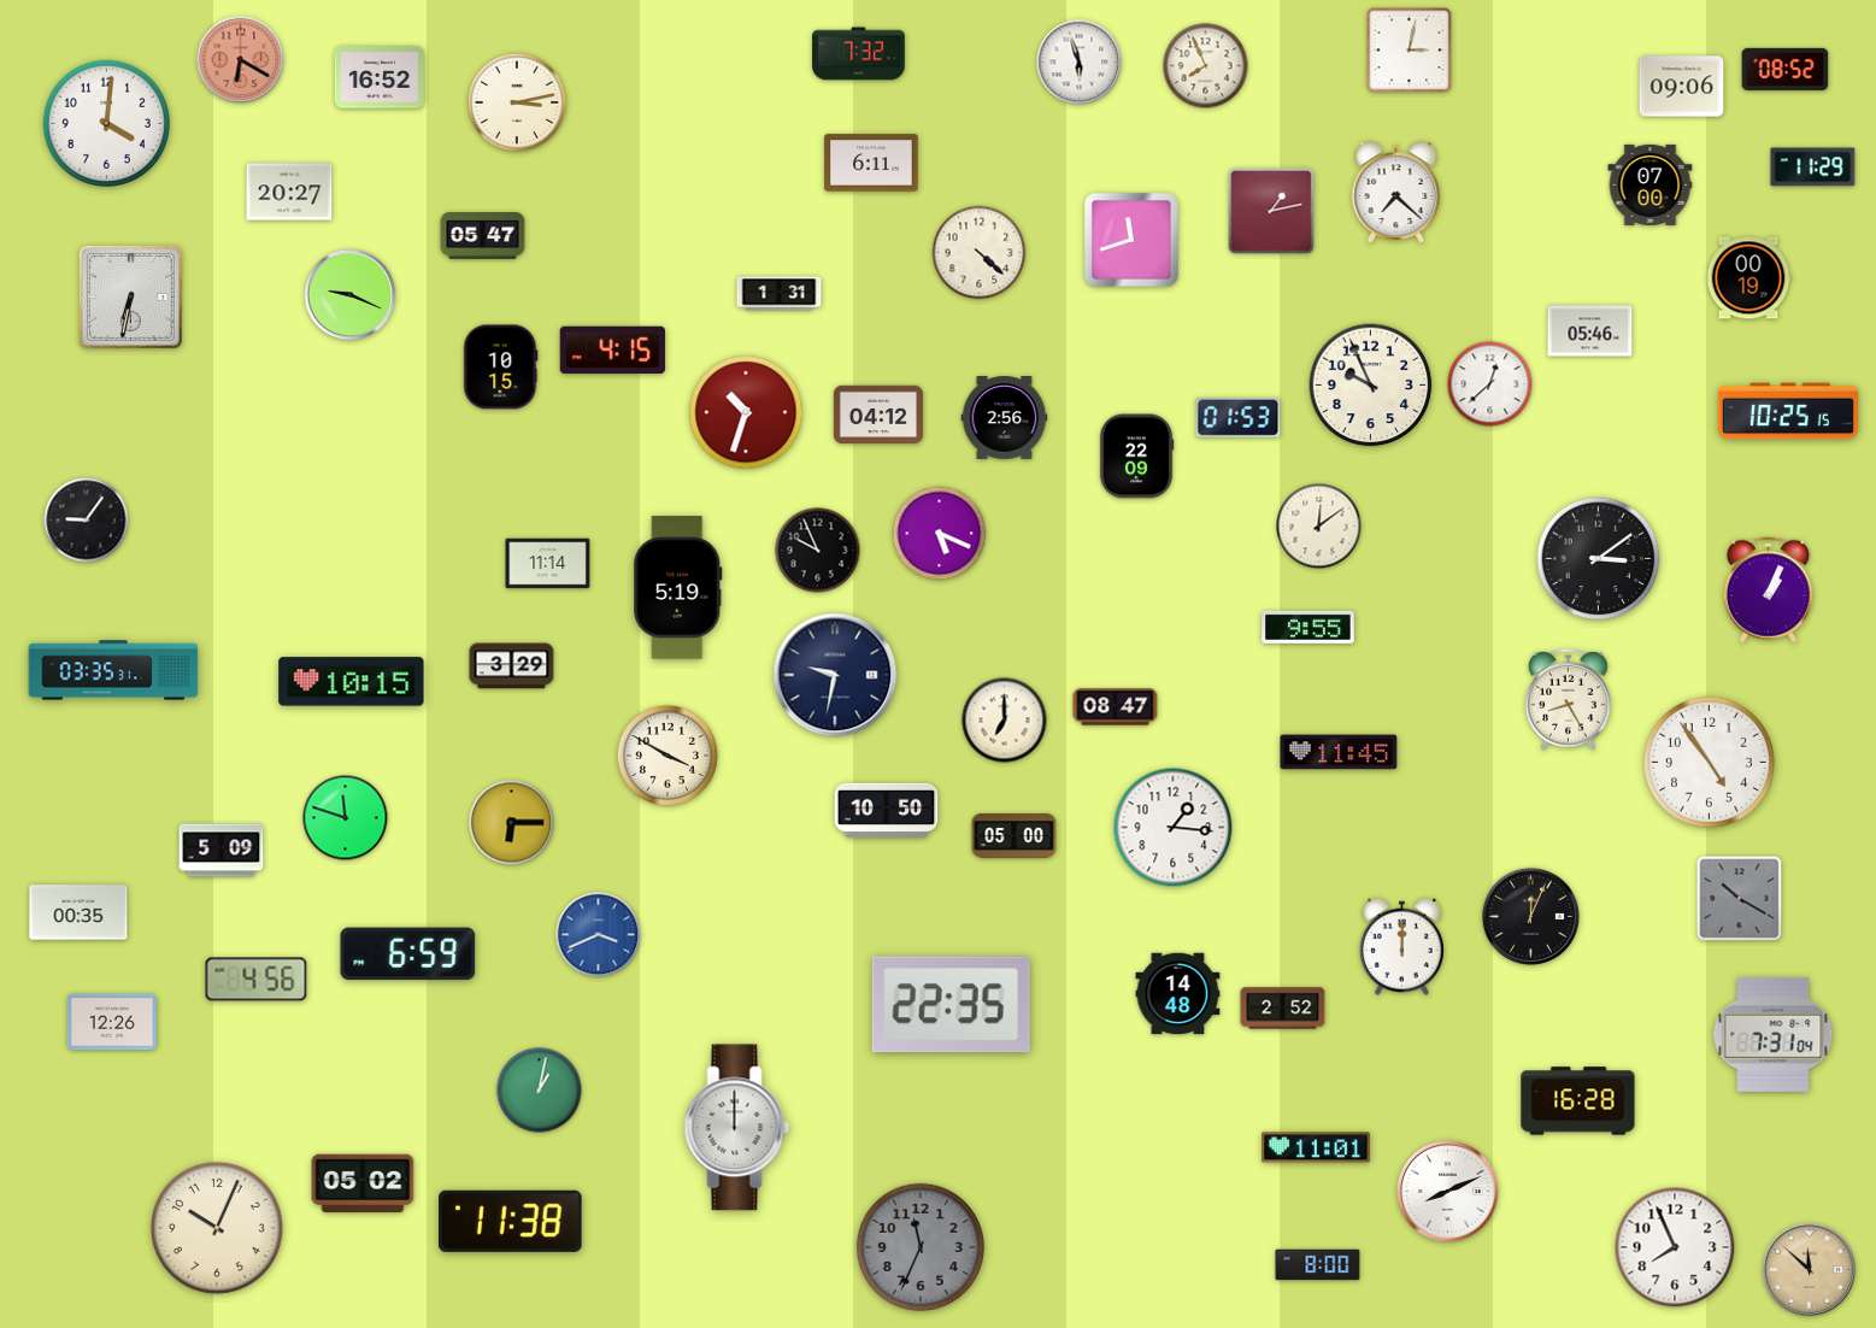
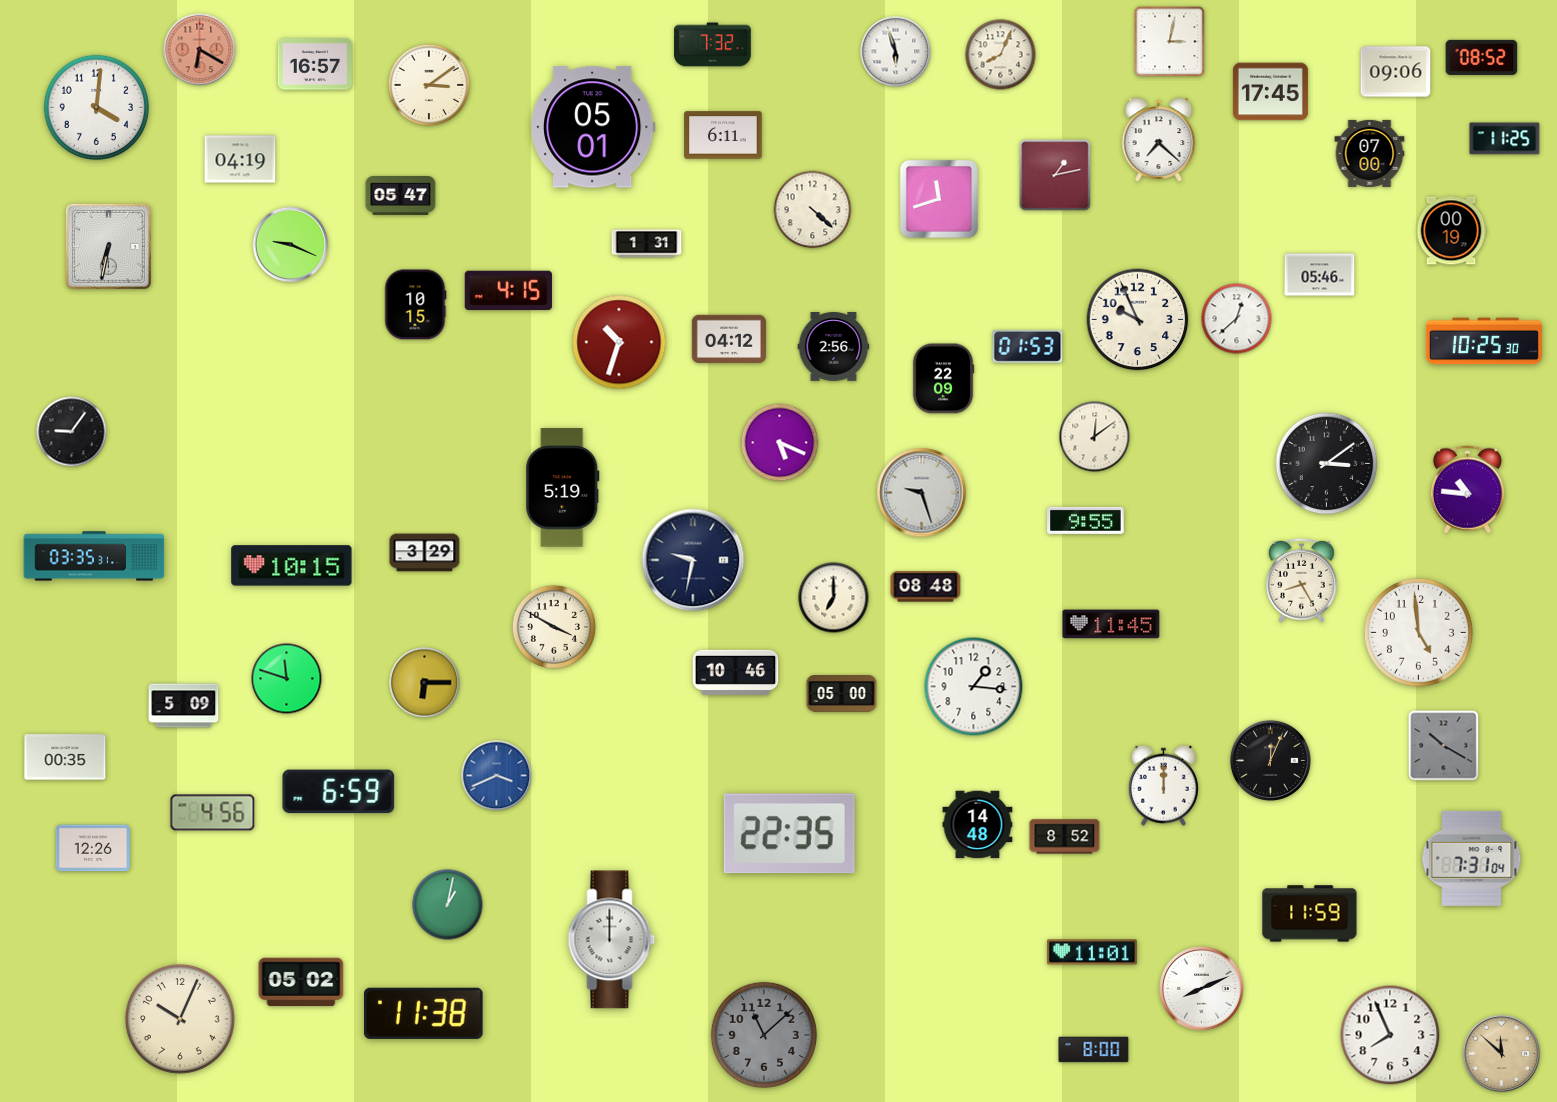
clock at (1206, 66): 7:56 -> 8:04
clock at (380, 77): 16:52 -> 16:57
clock at (516, 101): 3:13 -> 3:09
clock at (1270, 92): none -> 17:45
clock at (106, 123) position: (106, 123) -> (96, 107)
clock at (594, 127): none -> 05:01
clock at (1813, 168): 11:29 -> 11:25
clock at (289, 192): 20:27 -> 04:19
clock at (1396, 193) position: (1396, 193) -> (1159, 140)
clock at (1788, 411): 10:25:15 -> 10:25:30
clock at (878, 413) position: (878, 413) -> (729, 338)
clock at (818, 551): 9:56 -> none
clock at (548, 564): 11:14 -> none
clock at (1768, 590): 1:04 -> 10:46
clock at (922, 493): none -> 9:27
clock at (1116, 707): 08:47 -> 08:48
clock at (1709, 762): 4:54 -> 4:59
clock at (887, 810): 10:50 -> 10:46
clock at (1283, 1009): 2:52 -> 8:52
clock at (1578, 1101): 16:28 -> 11:59
clock at (737, 1128) position: (737, 1128) -> (612, 940)
clock at (921, 1247): 11:34 -> 11:08
